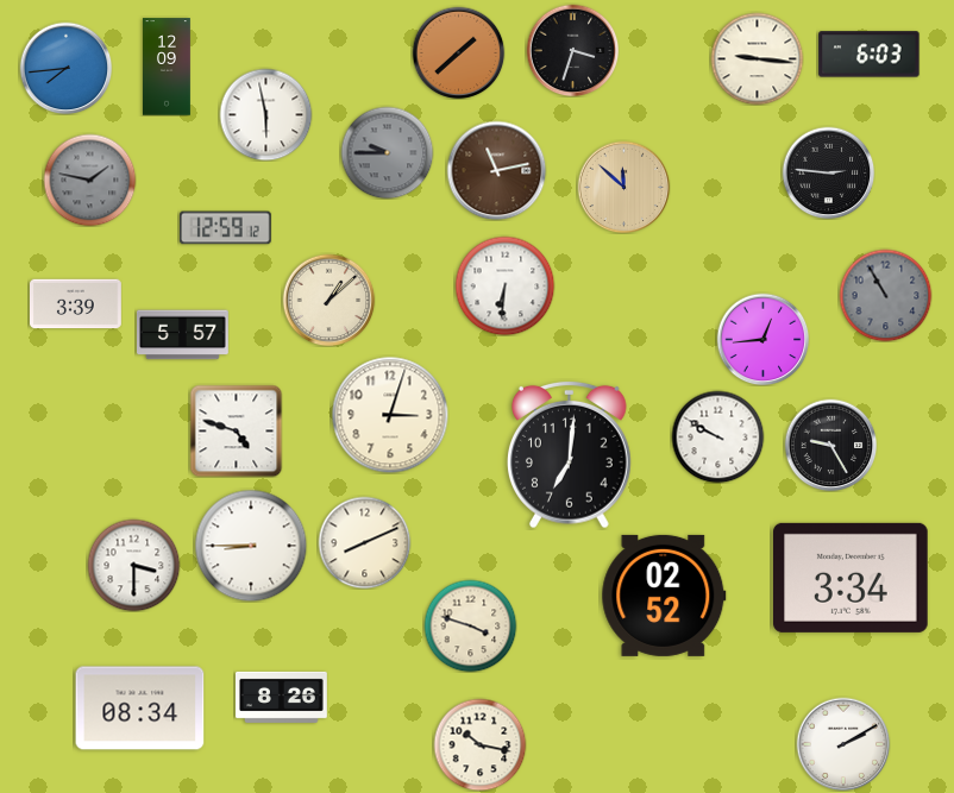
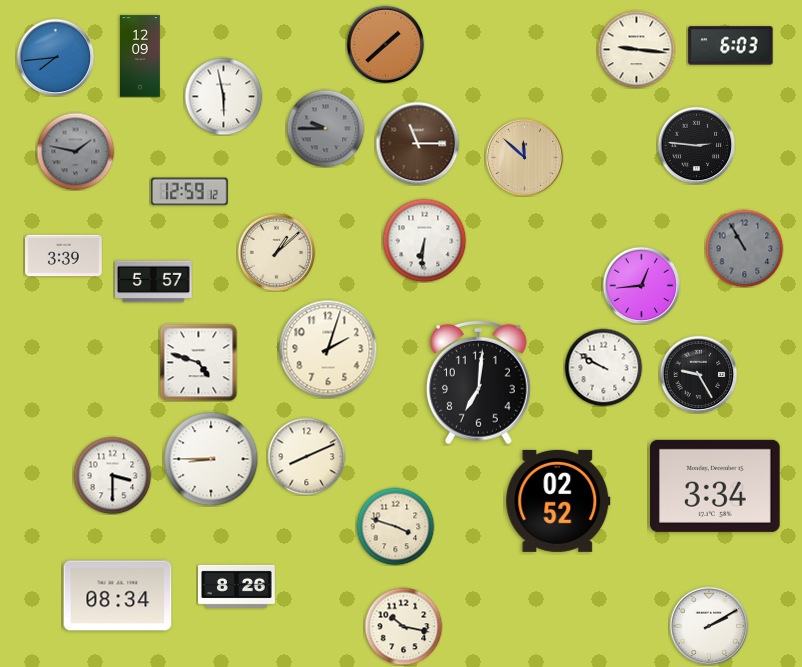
clock at (572, 50): 3:33 -> none
clock at (496, 170): 11:13 -> 11:15
clock at (390, 415): 3:03 -> 2:03
